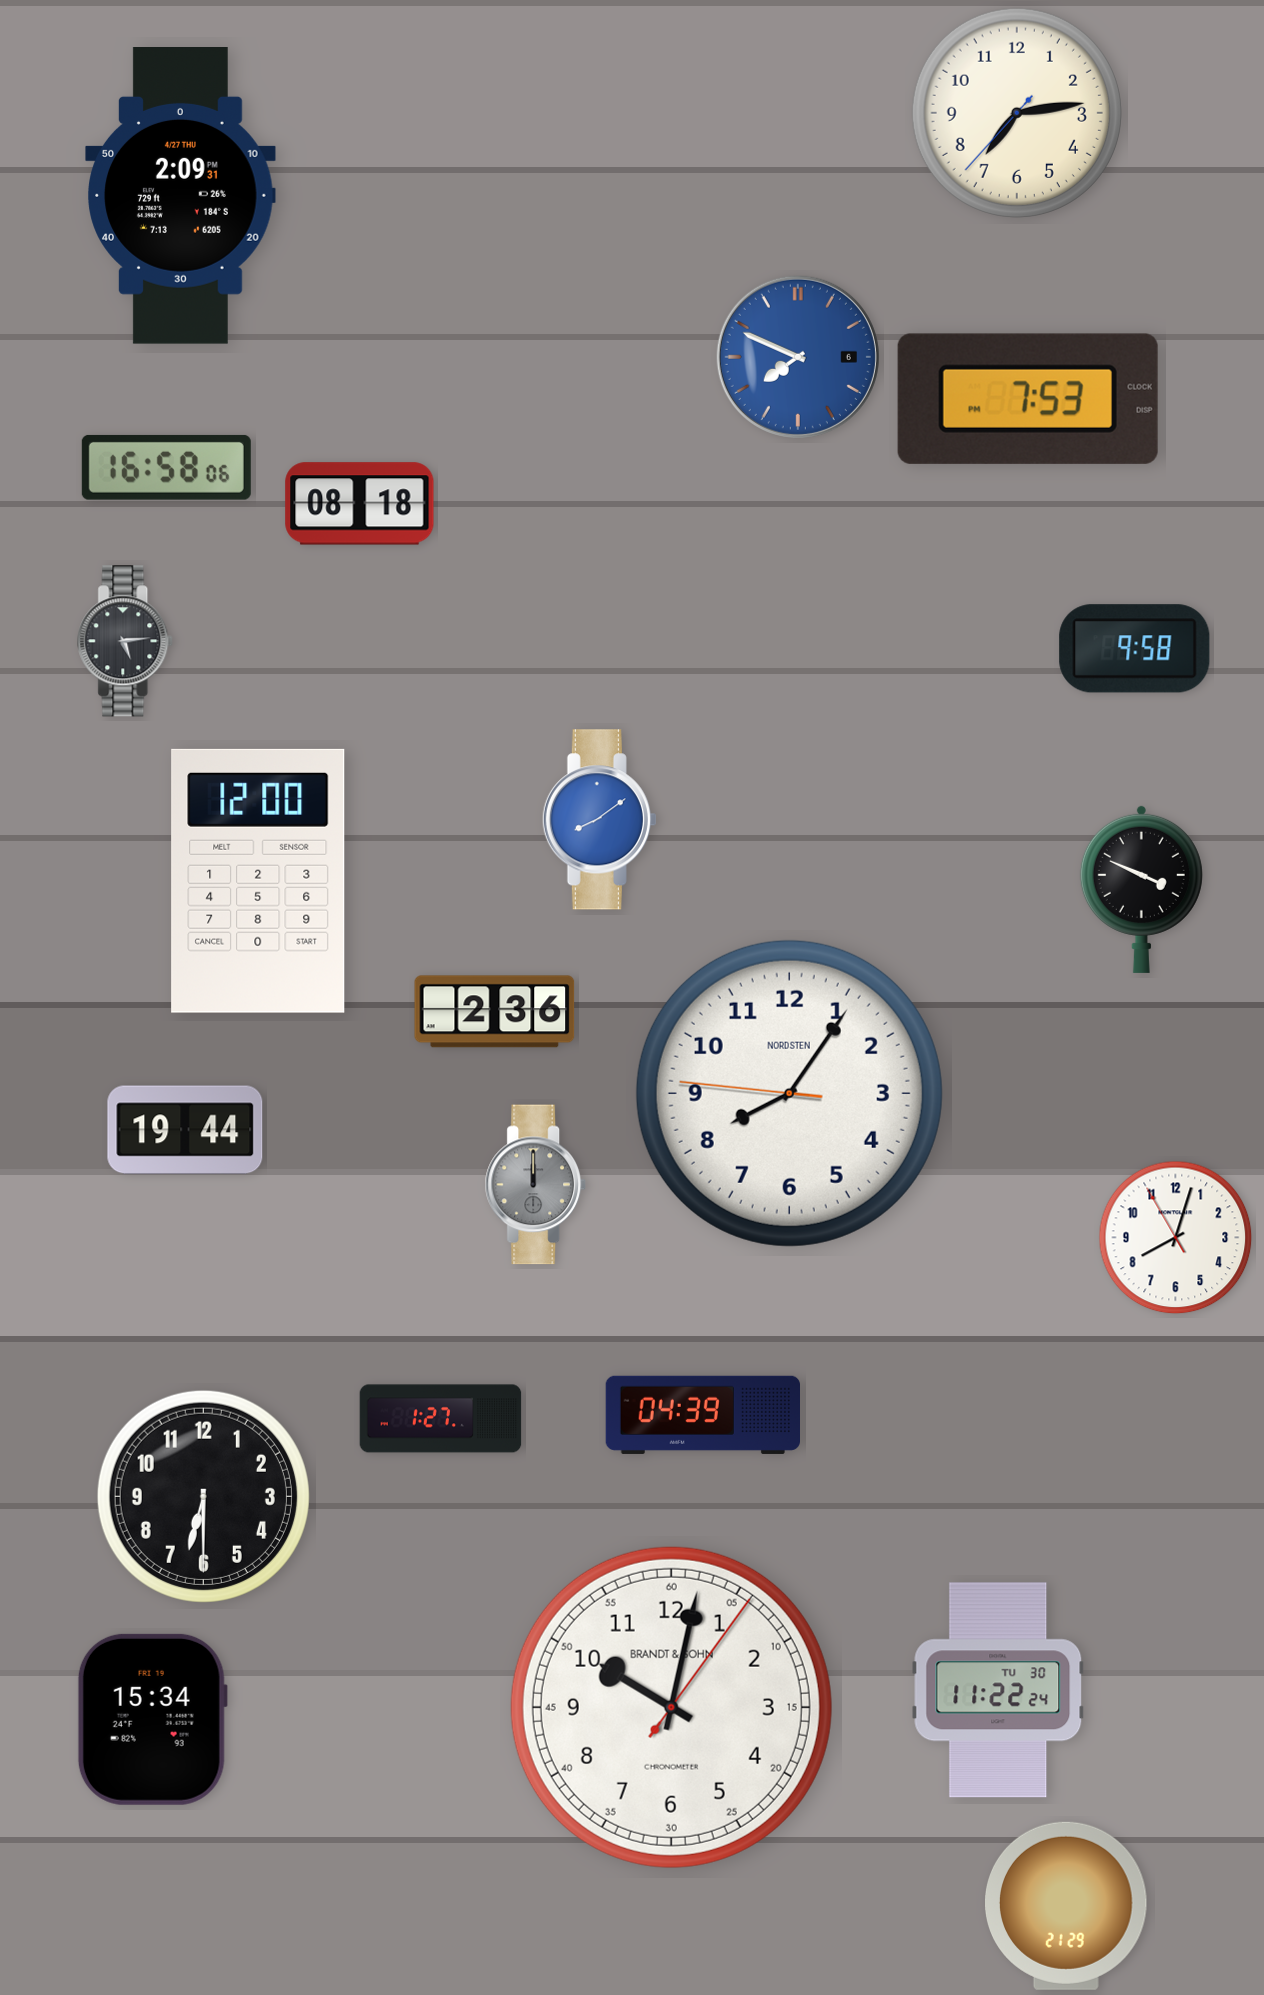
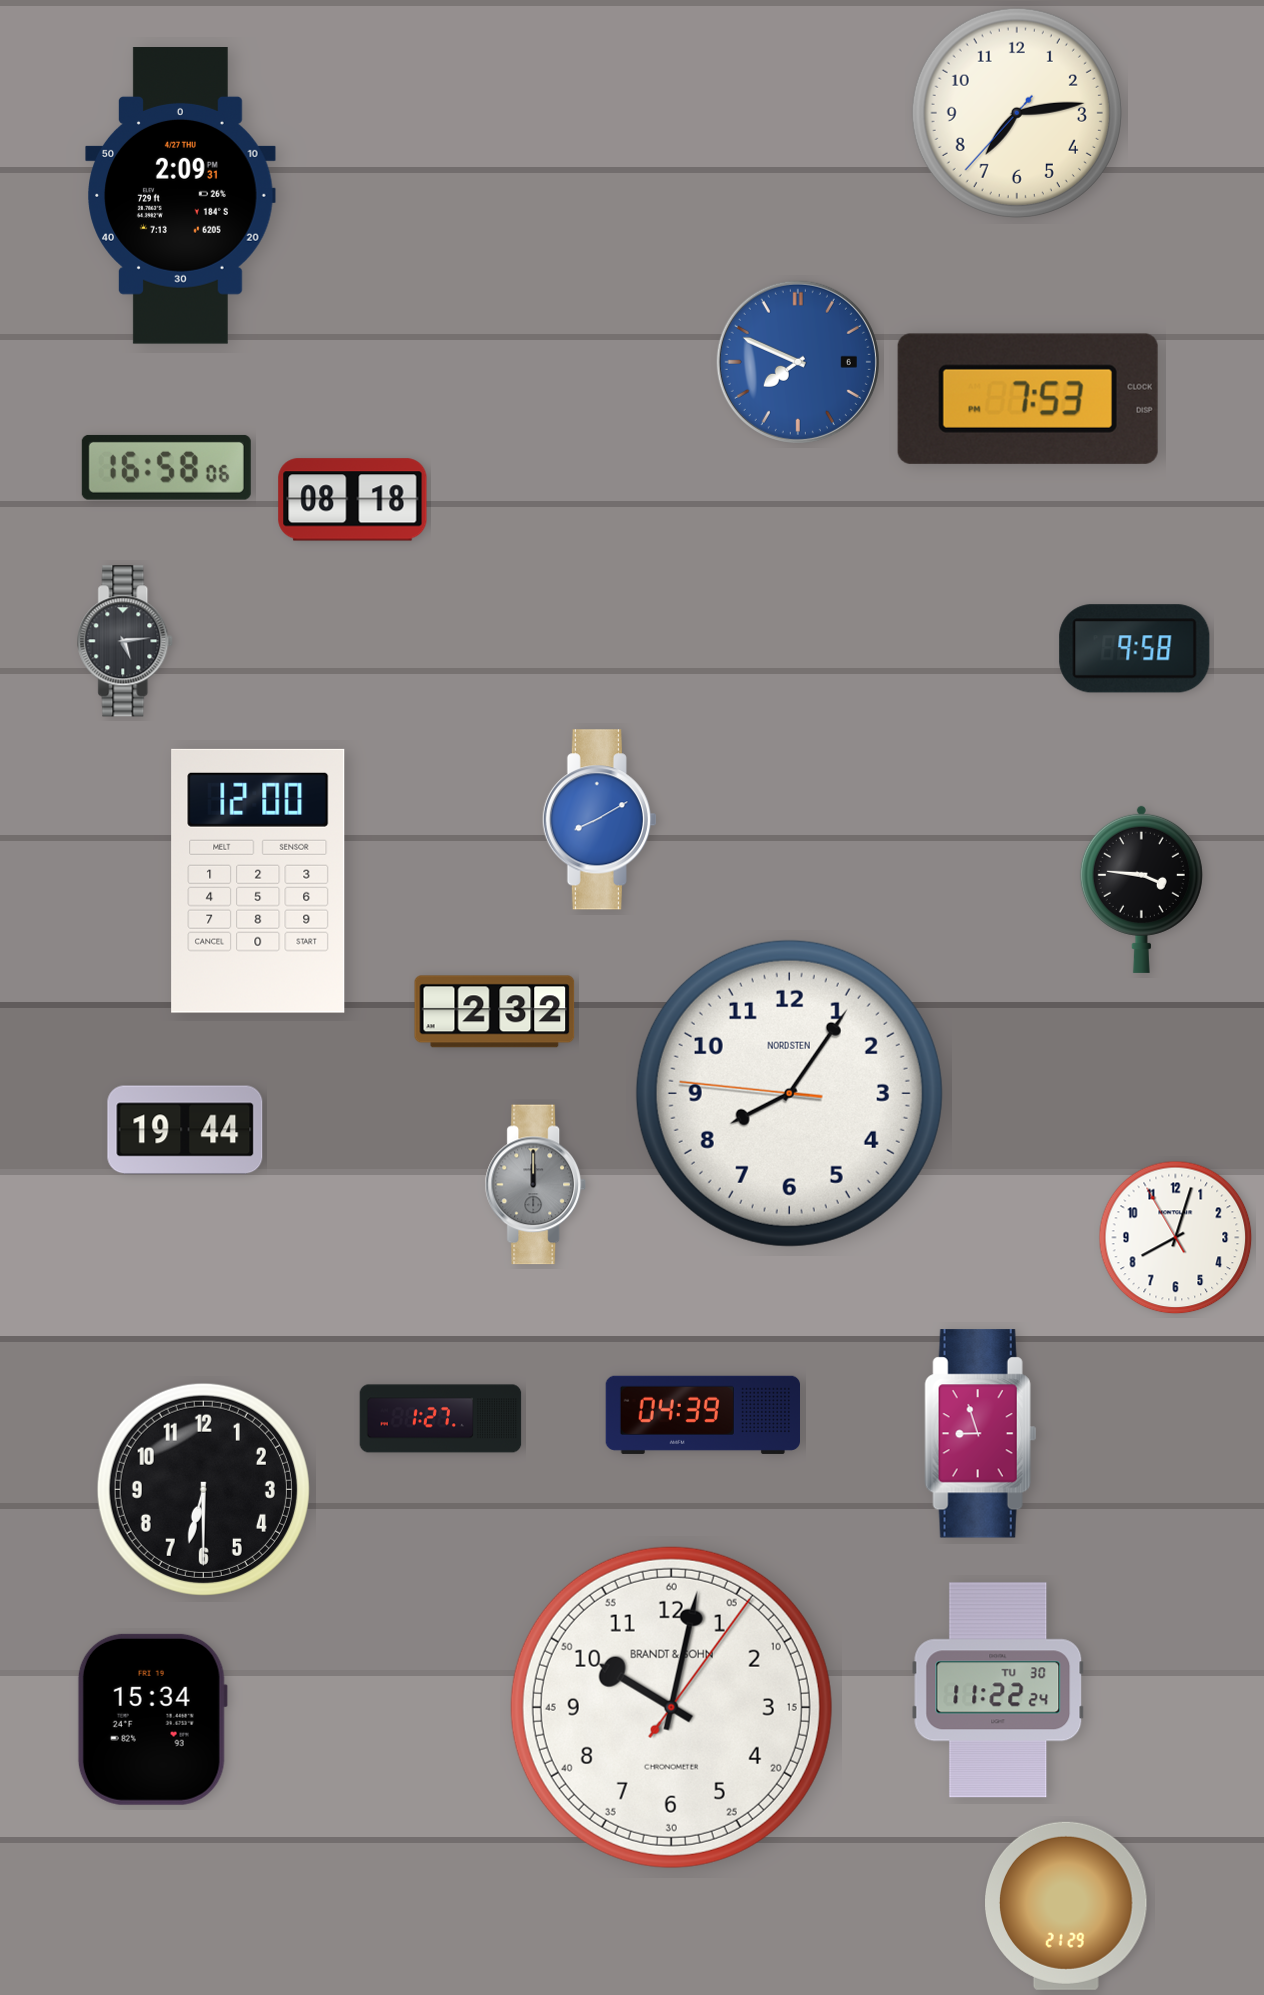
clock at (798, 357) position: (798, 357) -> (798, 362)
clock at (360, 504) position: (360, 504) -> (353, 500)
clock at (599, 820): 8:09 -> 8:10
clock at (1141, 889): 3:49 -> 3:46
clock at (495, 1012): 2:36 -> 2:32
clock at (981, 1434): none -> 8:57
clock at (203, 1496) position: (203, 1496) -> (203, 1489)
